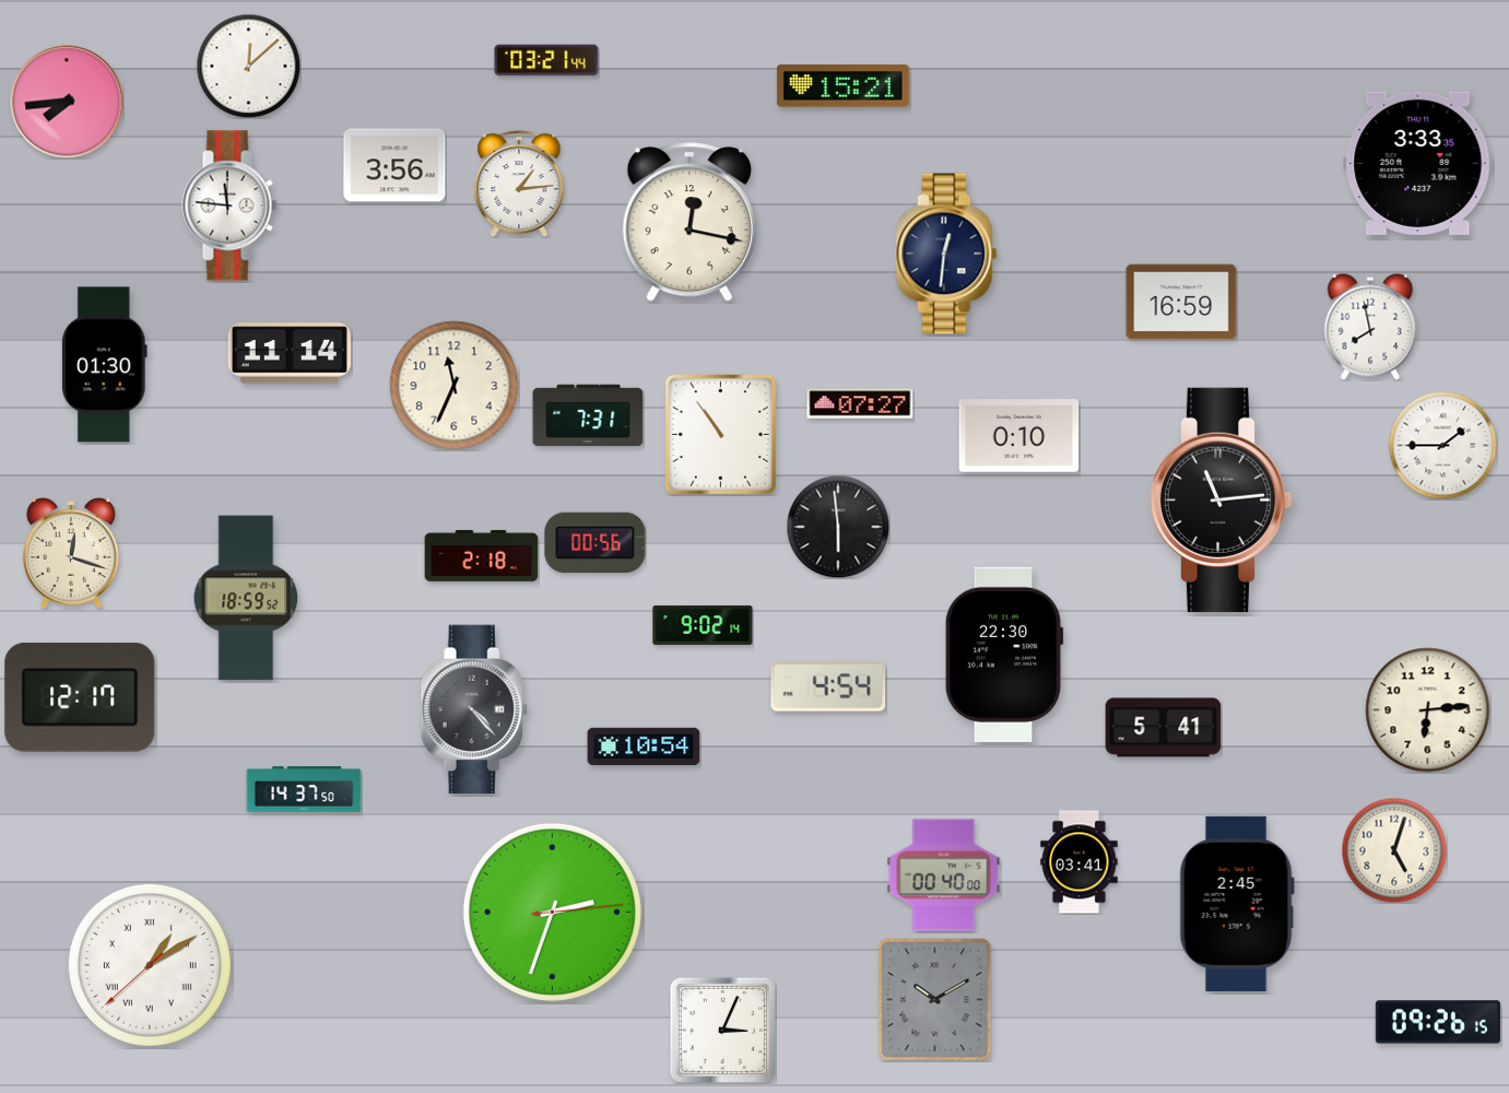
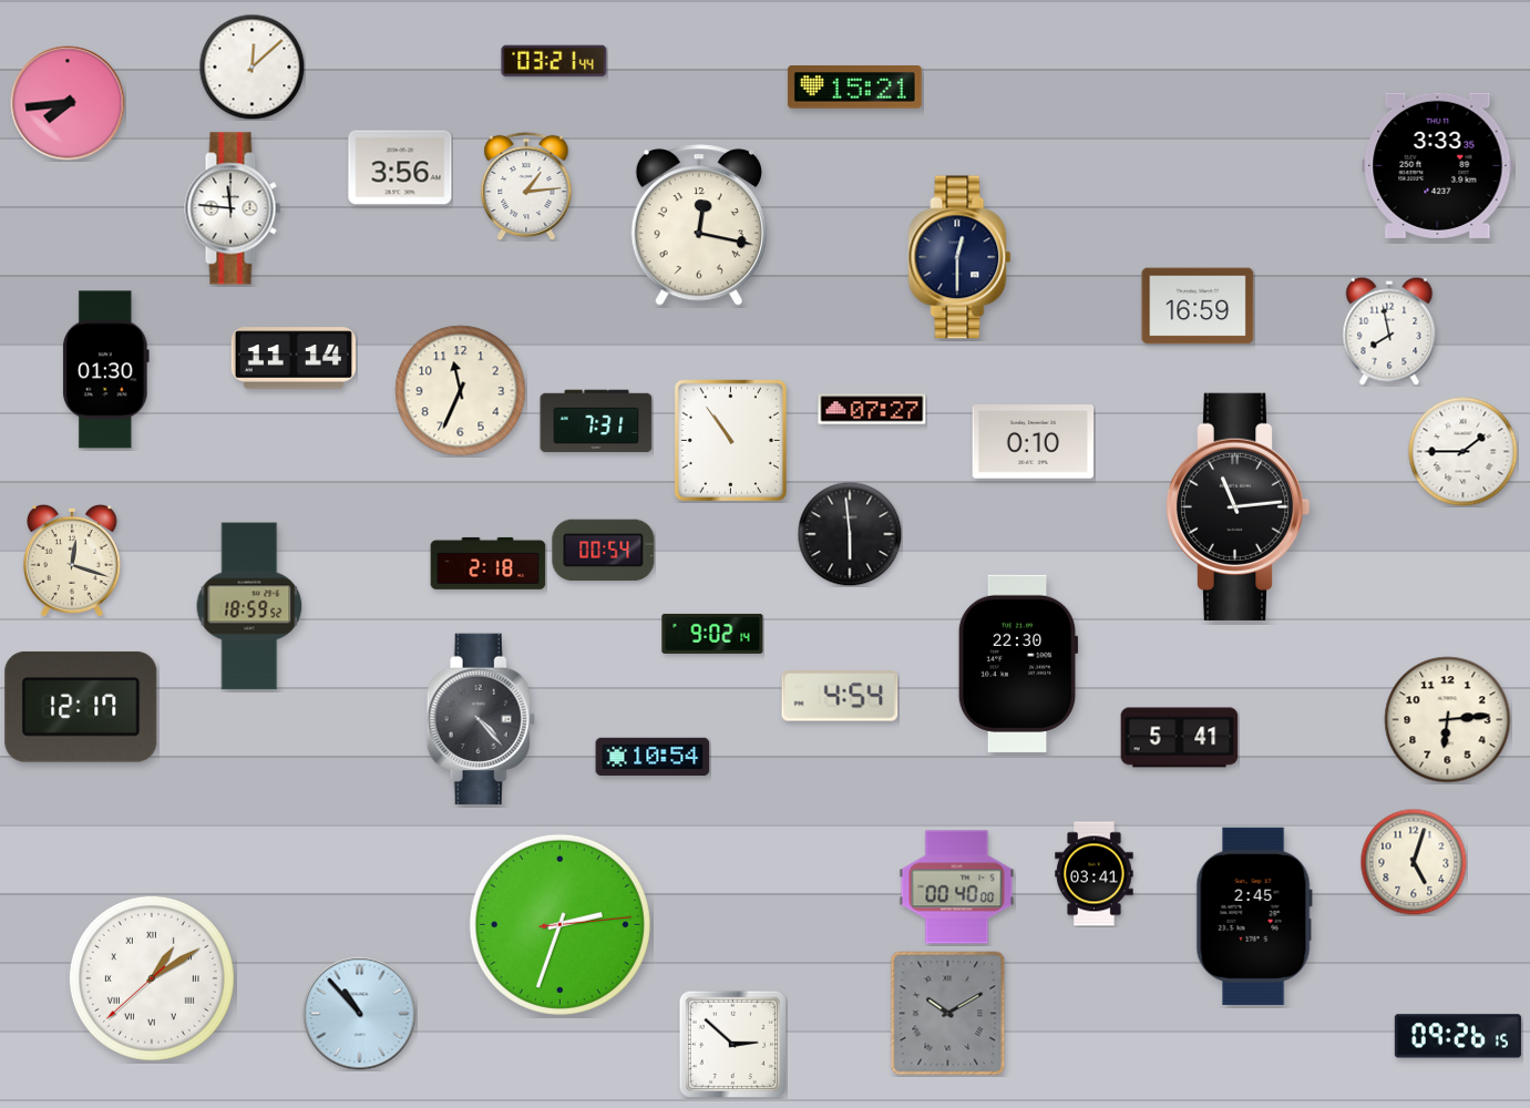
clock at (946, 254): 12:31 -> 12:30
clock at (596, 543): 00:56 -> 00:54
clock at (304, 789): 14:37 -> none
clock at (360, 1014): none -> 10:53
clock at (722, 1030): 3:04 -> 2:52
